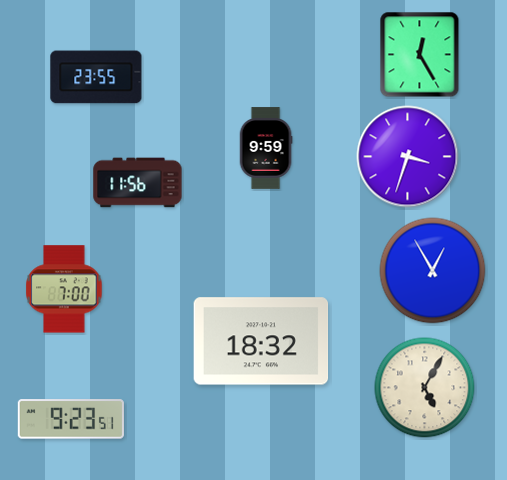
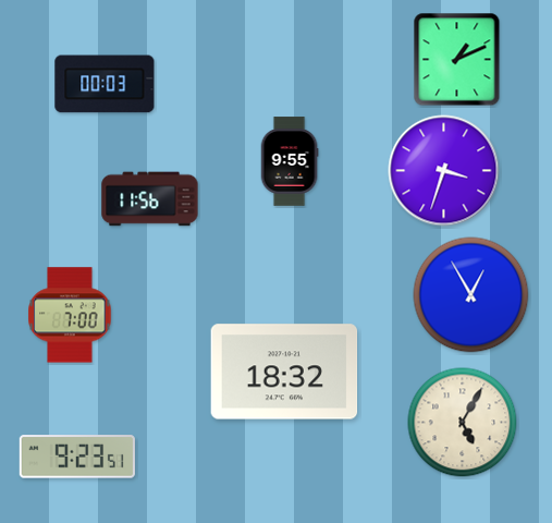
clock at (420, 55): 12:25 -> 1:11
clock at (96, 77): 23:55 -> 00:03
clock at (266, 148): 9:59 -> 9:55
